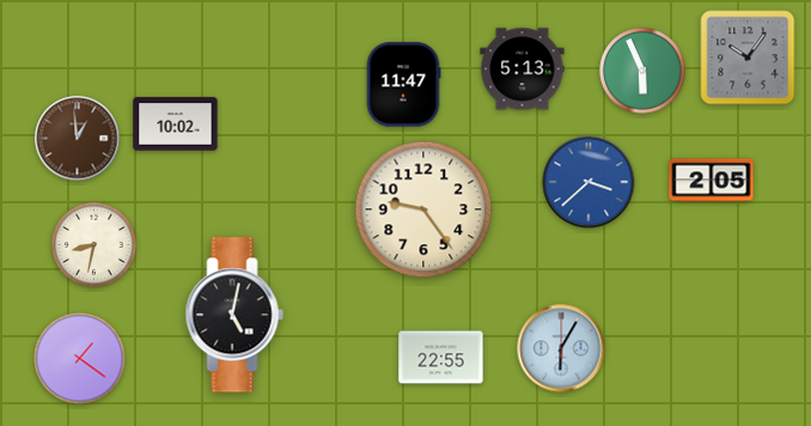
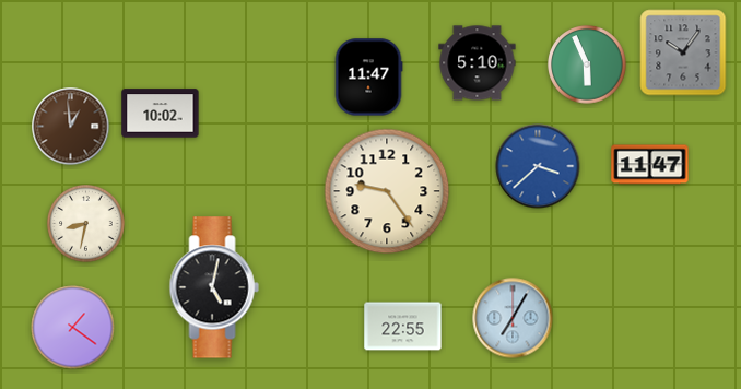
clock at (523, 69): 5:13 -> 5:10
clock at (712, 181): 2:05 -> 11:47
clock at (561, 348): 6:05 -> 7:05
